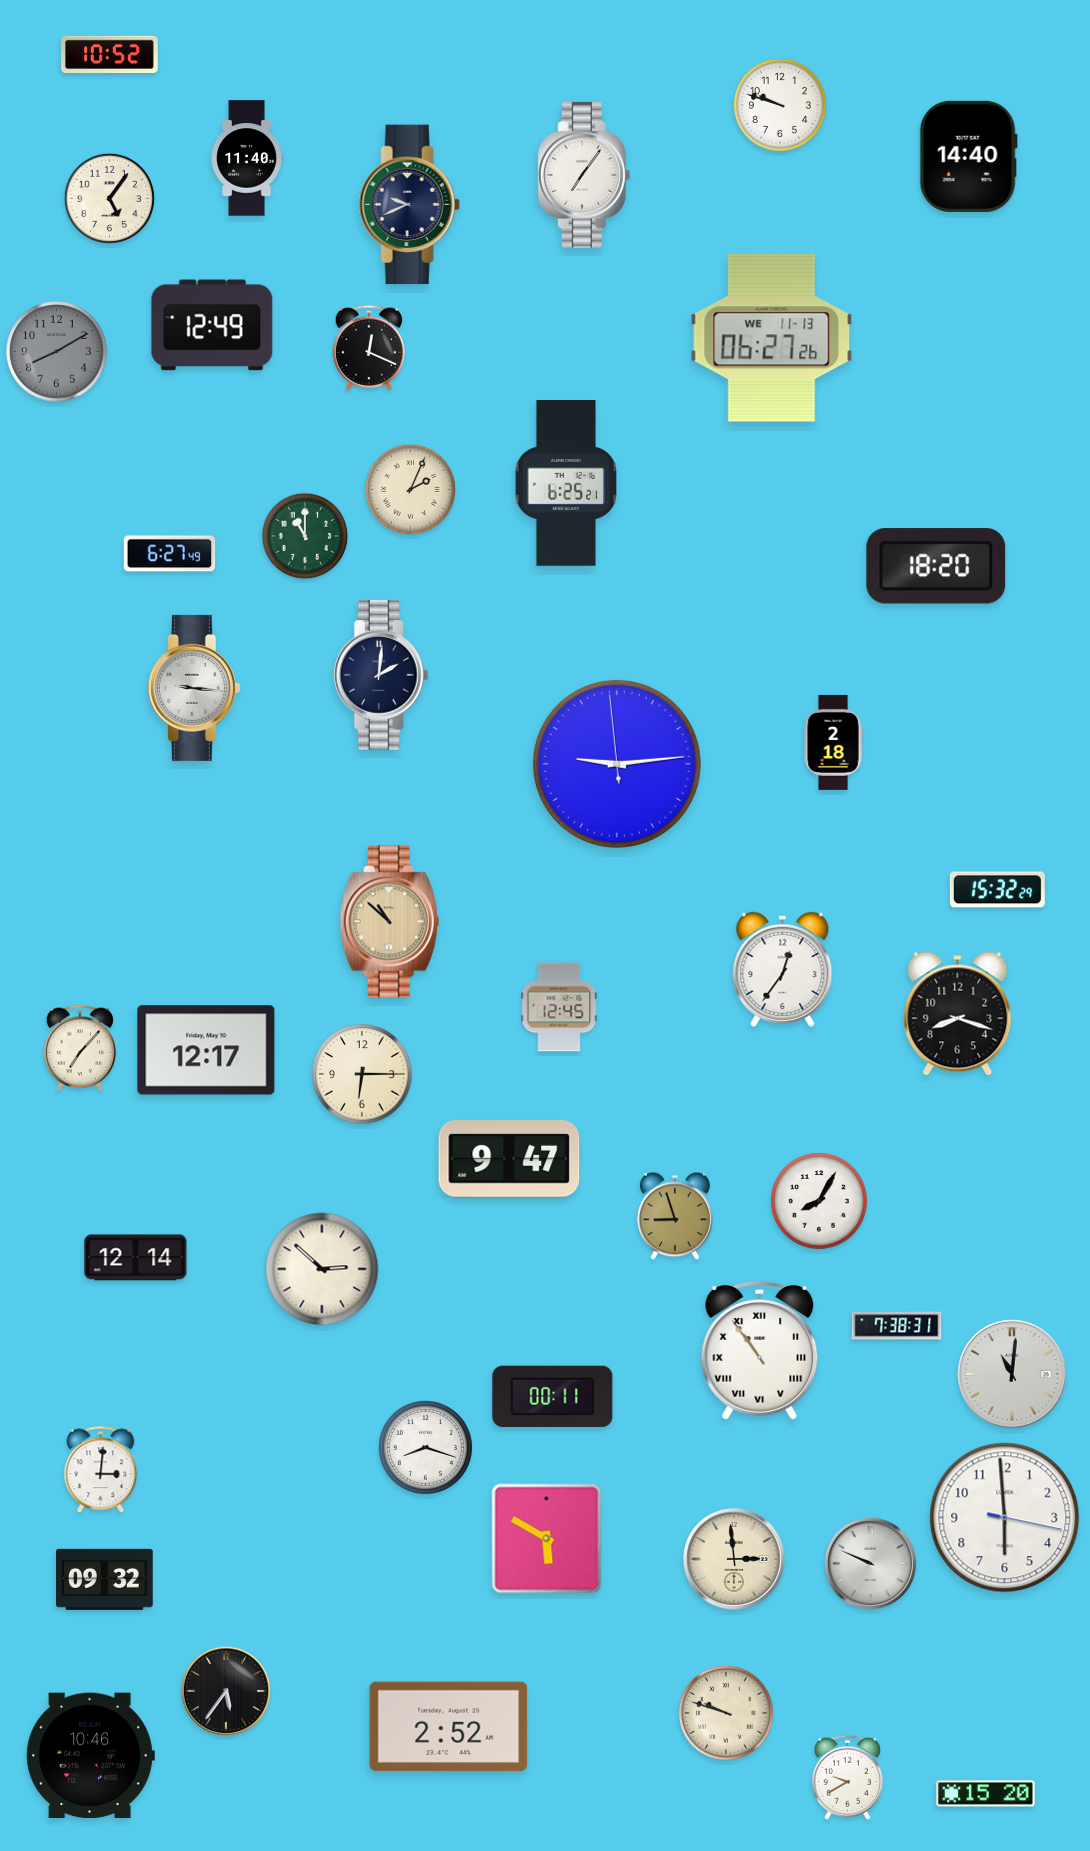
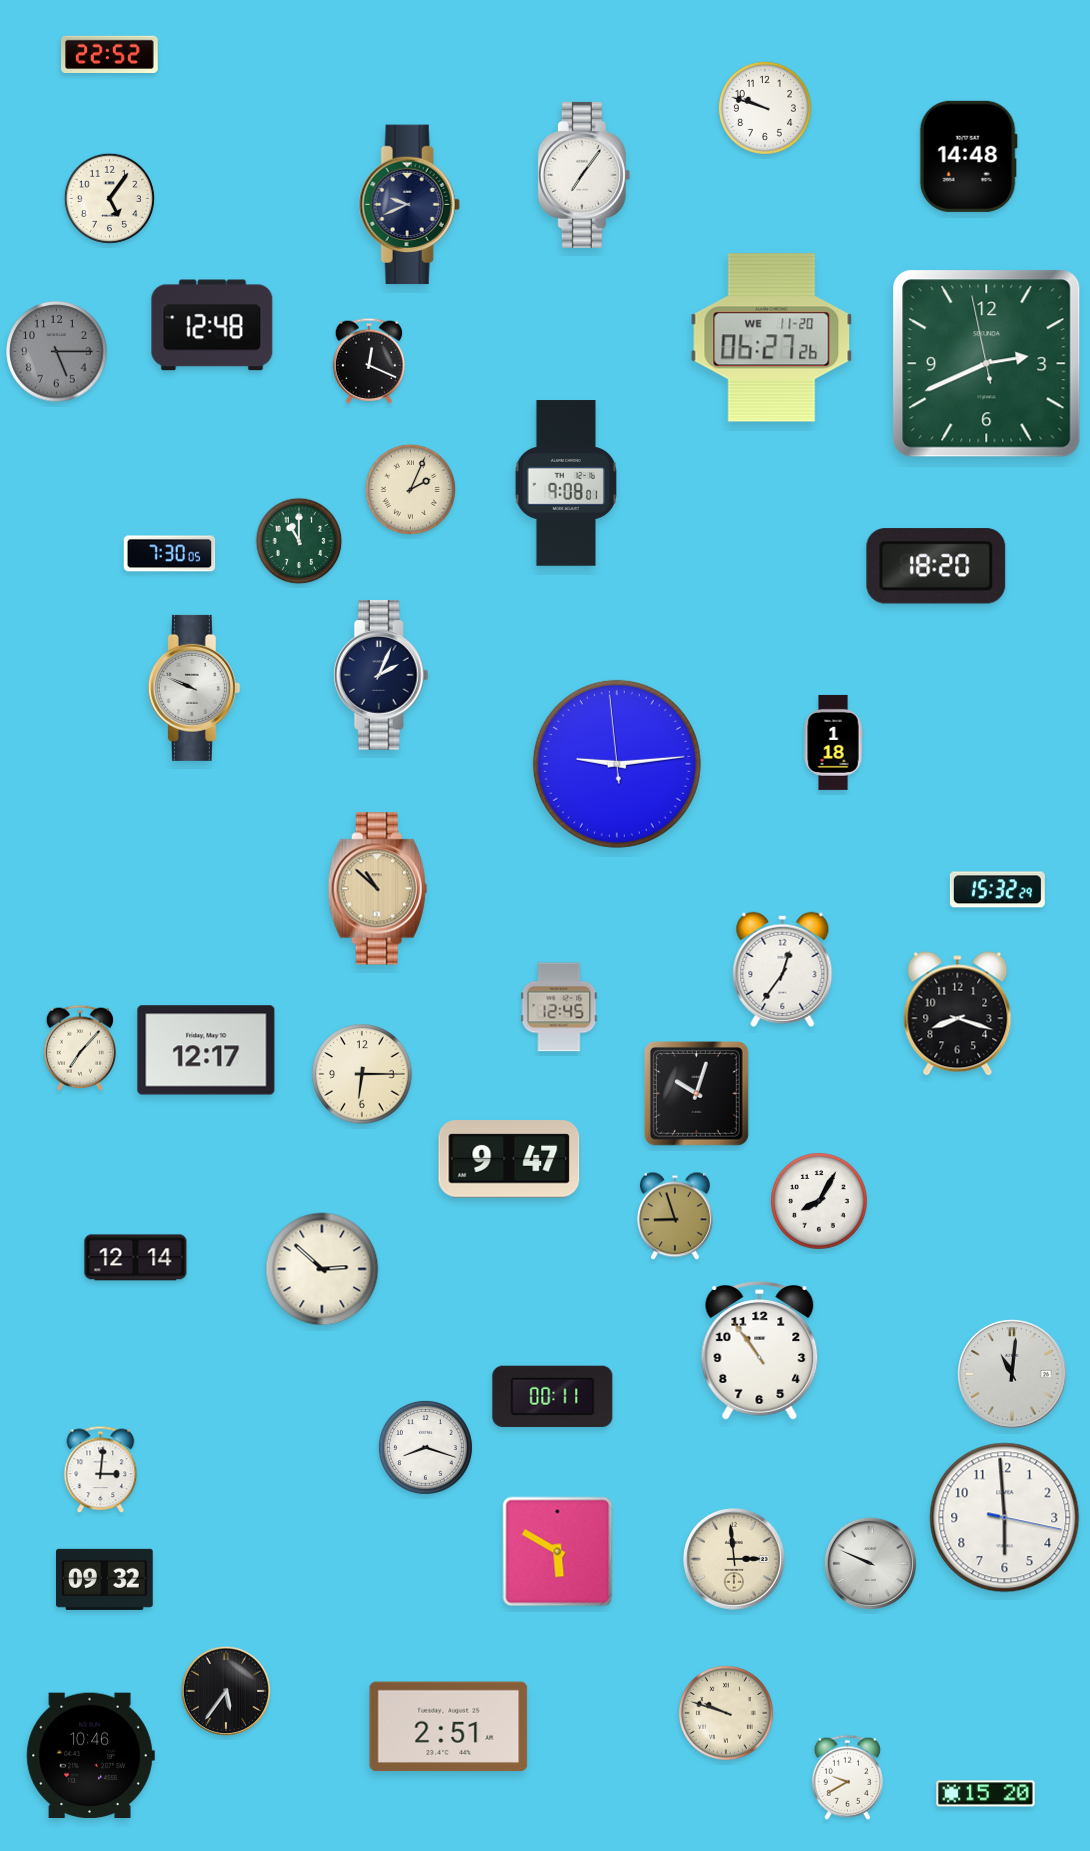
clock at (110, 54): 10:52 -> 22:52
clock at (780, 105) position: (780, 105) -> (765, 108)
clock at (968, 156): 14:40 -> 14:48
clock at (247, 158): 11:40 -> none
clock at (212, 325): 12:49 -> 12:48
clock at (772, 338) date: WE 11-13 -> WE 11-20
clock at (369, 348) position: (369, 348) -> (369, 361)
clock at (57, 352): 8:10 -> 5:15
clock at (987, 364): none -> 2:40
clock at (566, 483): 6:25 -> 9:08
clock at (305, 536) position: (305, 536) -> (299, 541)
clock at (170, 554): 6:27 -> 7:30
clock at (381, 675): 2:01 -> 2:04
clock at (194, 688): 9:16 -> 9:49
clock at (833, 742): 2:18 -> 1:18
clock at (389, 922) position: (389, 922) -> (377, 889)
clock at (696, 1093): none -> 10:03
clock at (897, 1326): 7:38 -> none
clock at (760, 1351) numerals: Roman -> Arabic
clock at (547, 1539) position: (547, 1539) -> (558, 1552)
clock at (449, 1727): 2:52 -> 2:51
